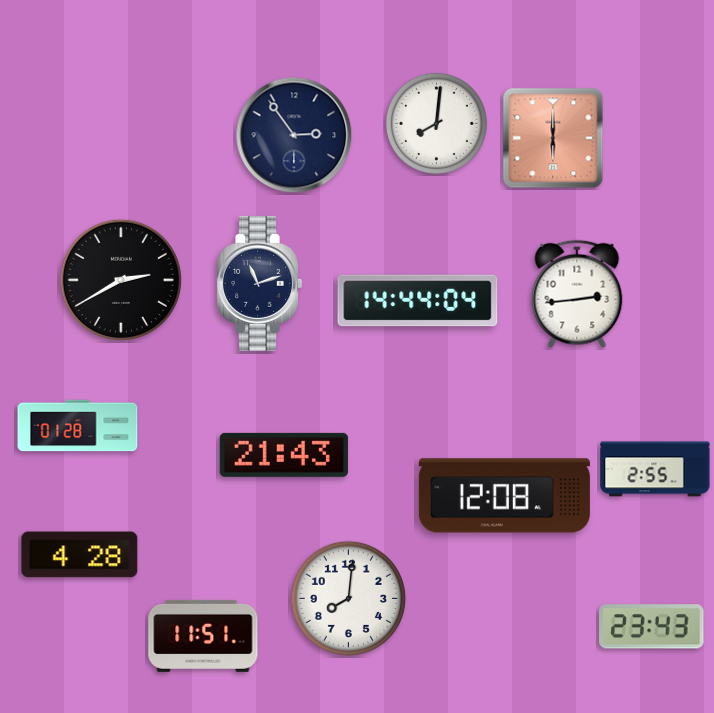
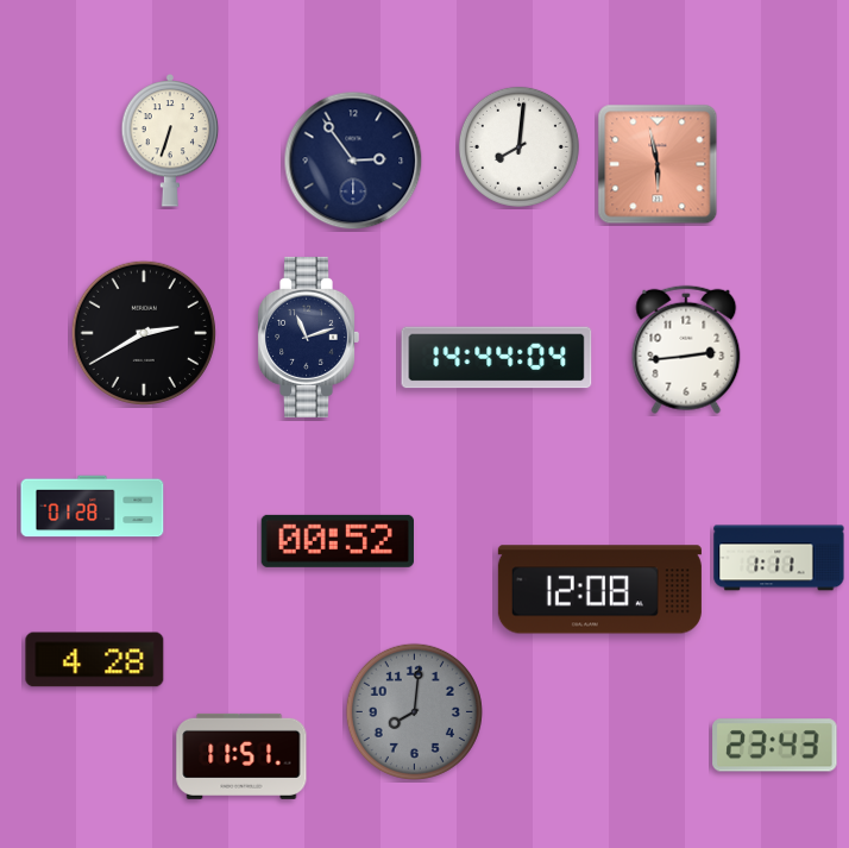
clock at (170, 140): none -> 6:33
clock at (294, 135) position: (294, 135) -> (353, 161)
clock at (553, 138): 6:00 -> 5:58
clock at (284, 455): 21:43 -> 00:52
clock at (655, 469): 2:55 -> 1:11
clock at (348, 598) dial: white -> grey
